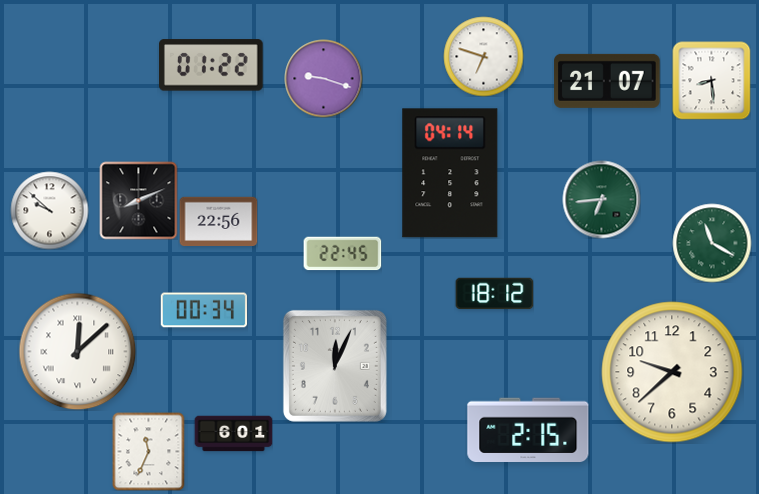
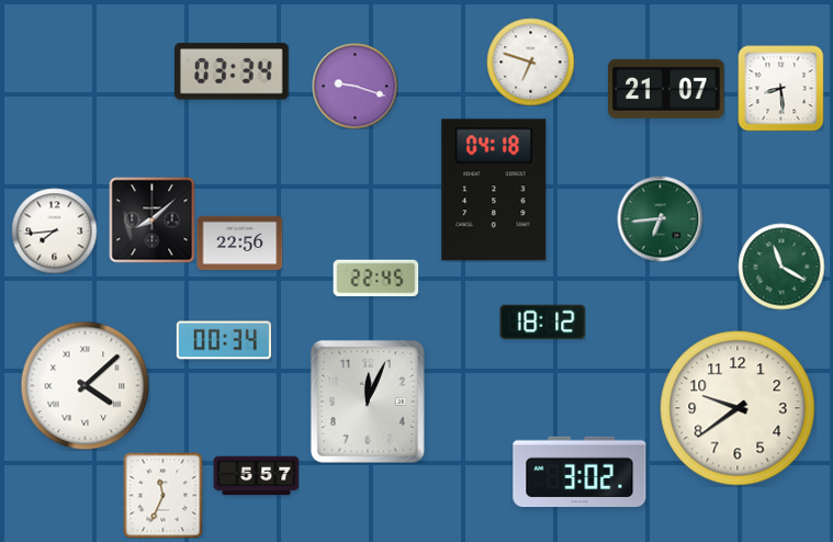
clock at (212, 65): 01:22 -> 03:34
clock at (450, 173): 04:14 -> 04:18
clock at (138, 200): 8:11 -> 8:08
clock at (49, 210): 9:52 -> 7:44
clock at (77, 351): 12:08 -> 4:08
clock at (672, 372): 9:38 -> 9:39
clock at (528, 429): 2:15 -> 3:02
clock at (233, 434): 6:01 -> 5:57
